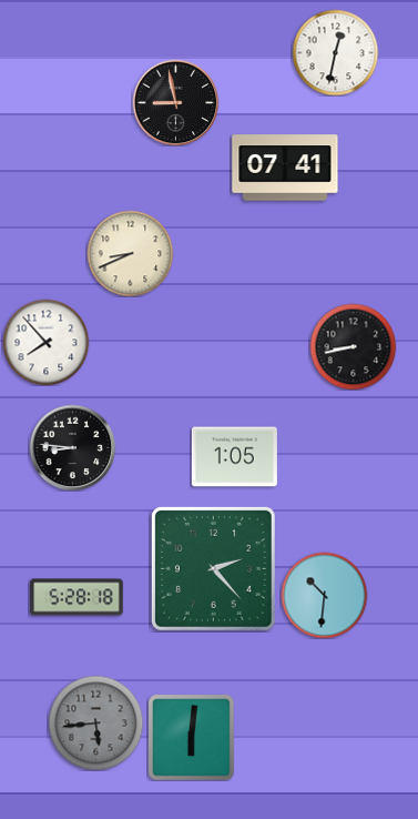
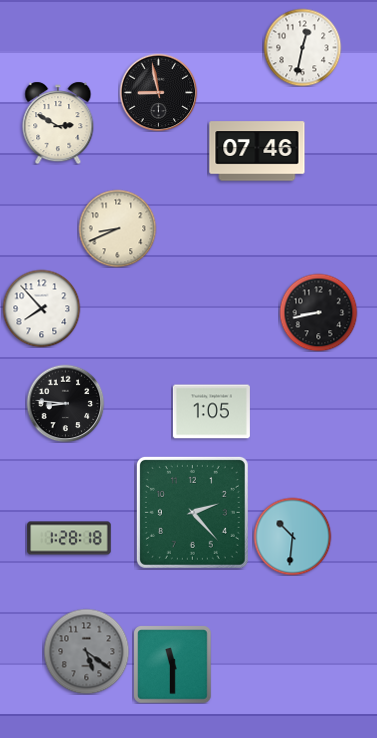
clock at (58, 123): none -> 2:50
clock at (285, 168): 07:41 -> 07:46
clock at (77, 597): 5:28 -> 1:28
clock at (95, 722): 5:44 -> 5:21
clock at (191, 737): 6:01 -> 11:30
